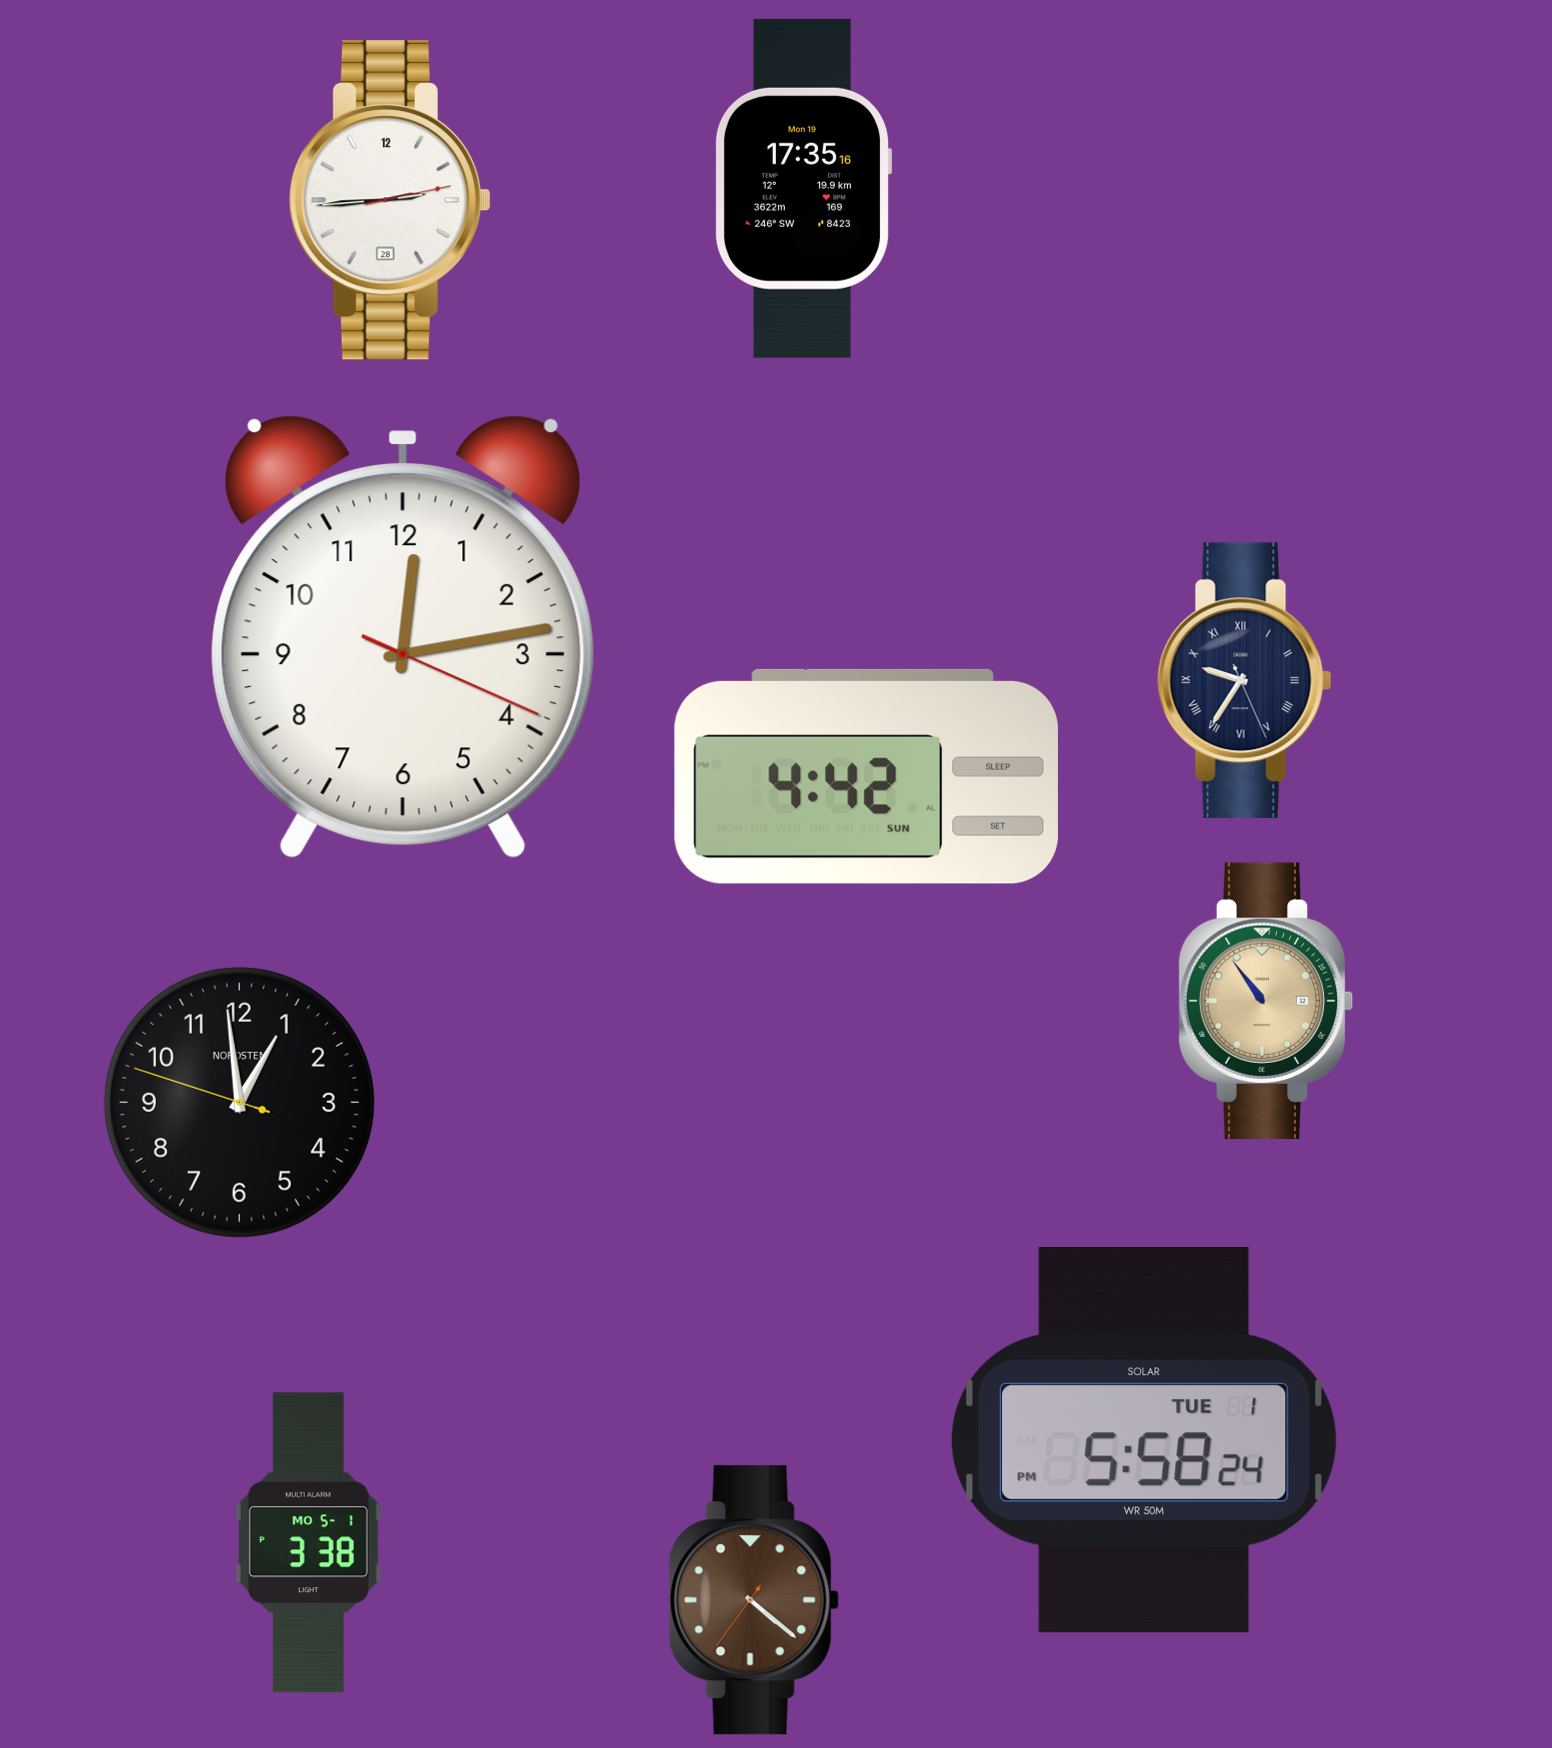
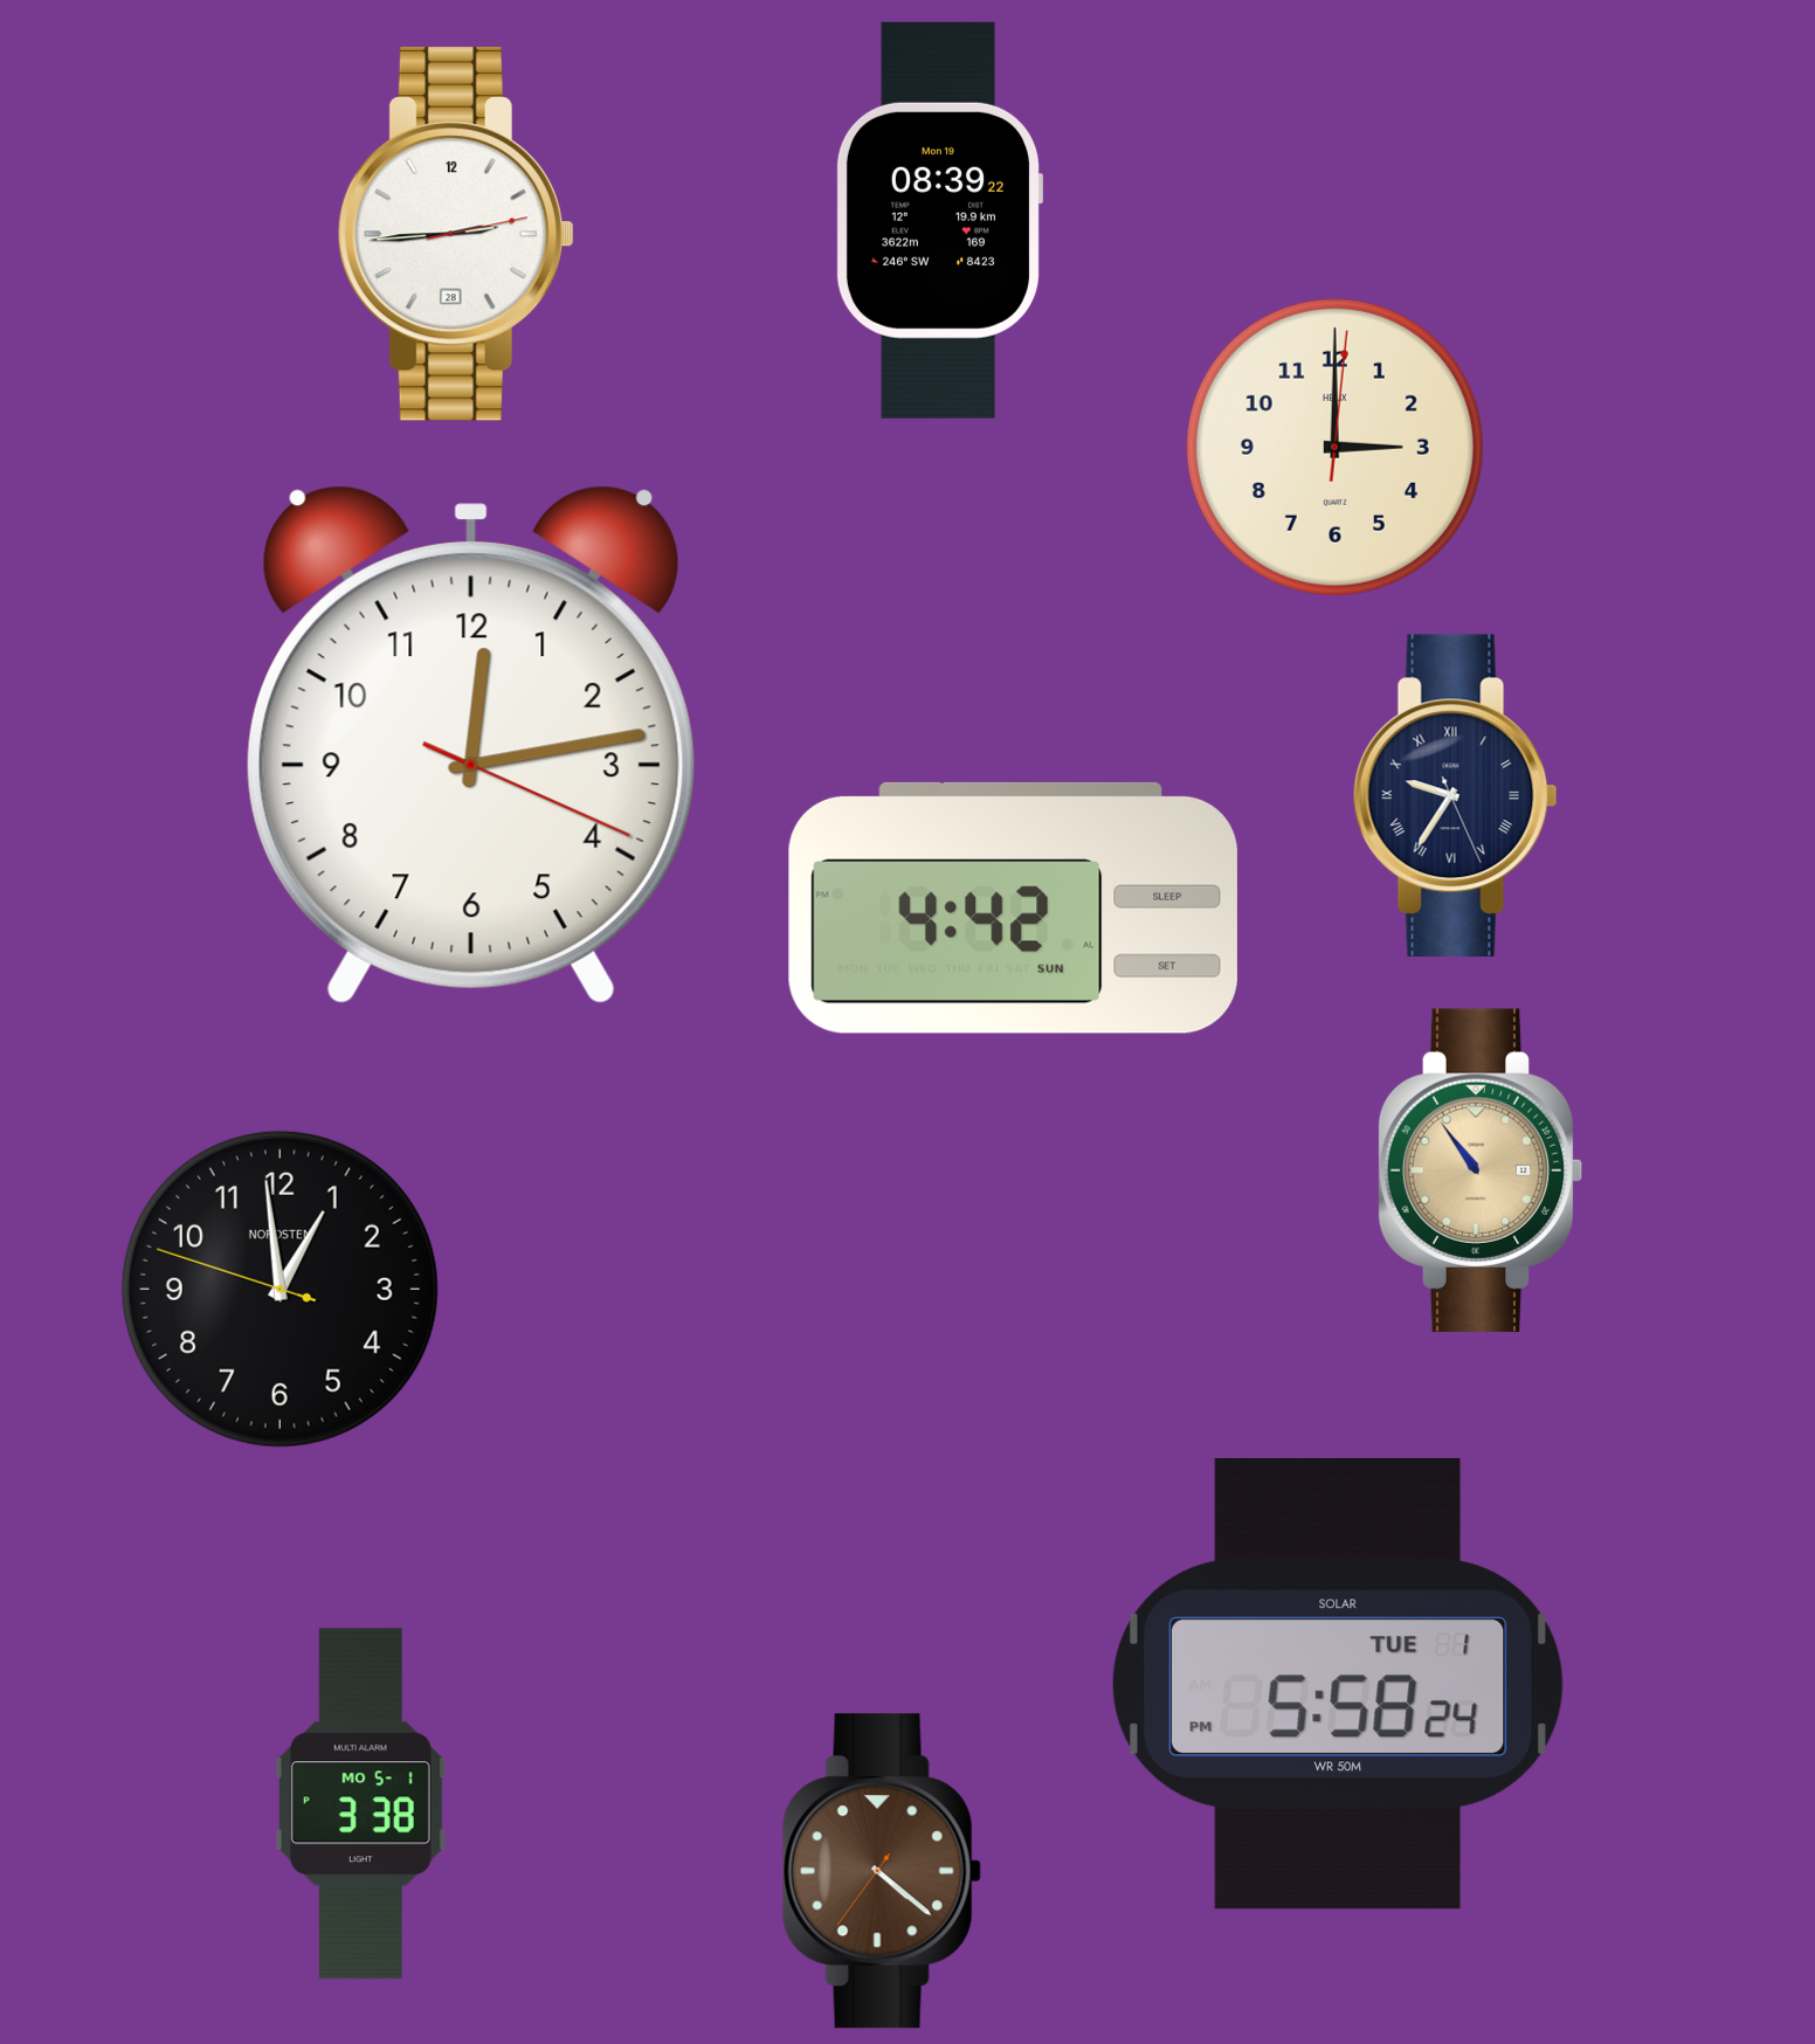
clock at (803, 188): 17:35 -> 08:39
clock at (1334, 447): none -> 3:00
